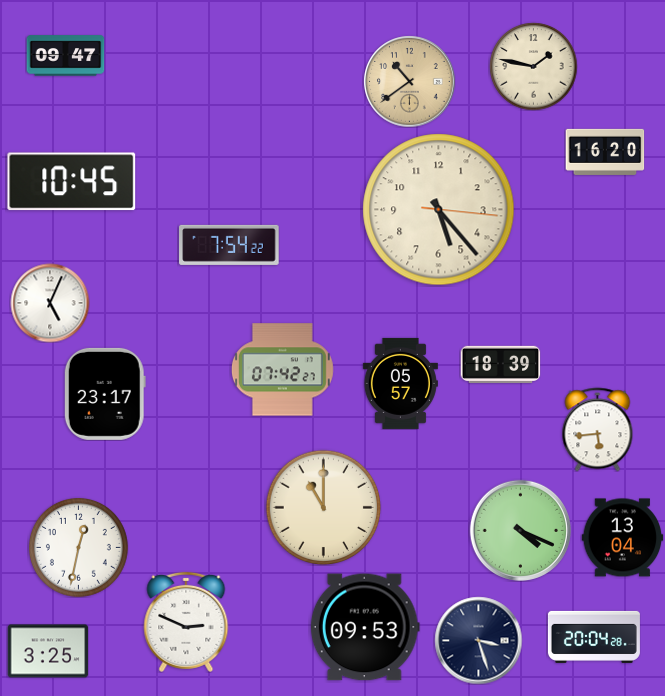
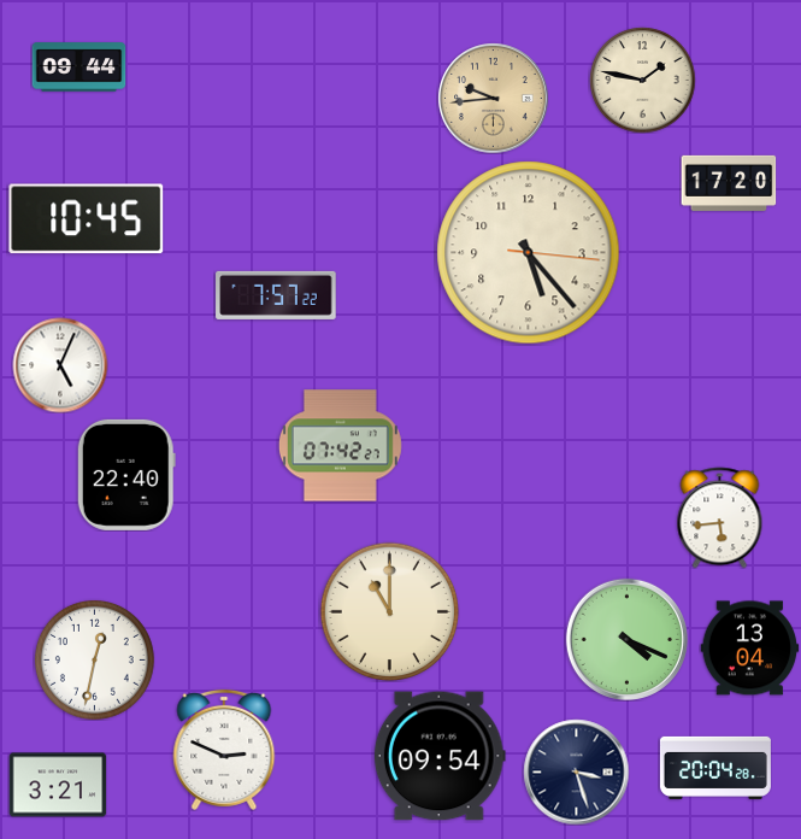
clock at (65, 56): 09:47 -> 09:44
clock at (409, 81): 10:39 -> 9:44
clock at (605, 152): 16:20 -> 17:20
clock at (229, 245): 7:54 -> 7:57
clock at (500, 364): 18:39 -> none
clock at (400, 383): 05:57 -> none
clock at (105, 394): 23:17 -> 22:40
clock at (365, 627): 09:53 -> 09:54
clock at (48, 651): 3:25 -> 3:21
